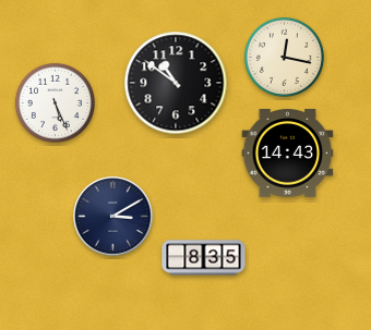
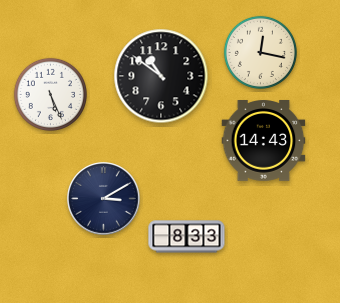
clock at (204, 258): 8:35 -> 8:33
